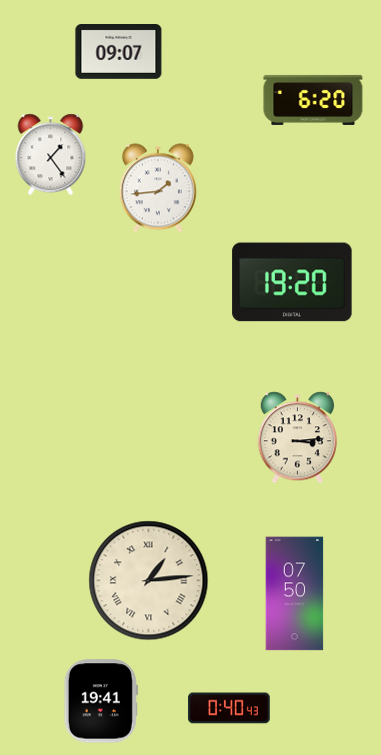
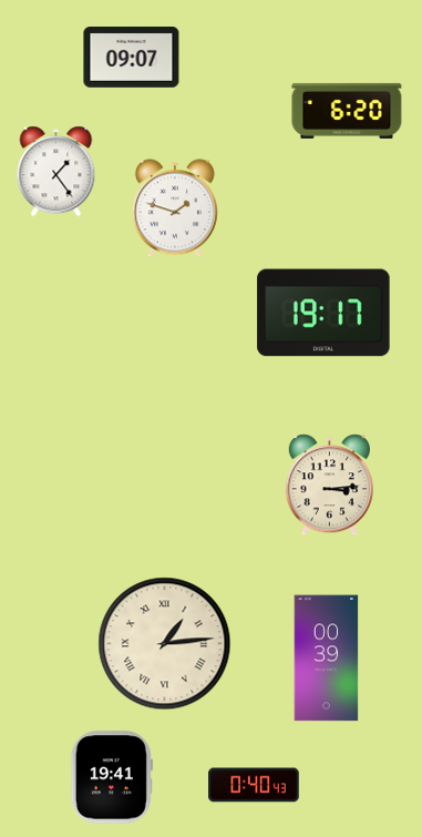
clock at (158, 188): 1:44 -> 1:48
clock at (292, 282): 19:20 -> 19:17
clock at (295, 594): 07:50 -> 00:39
